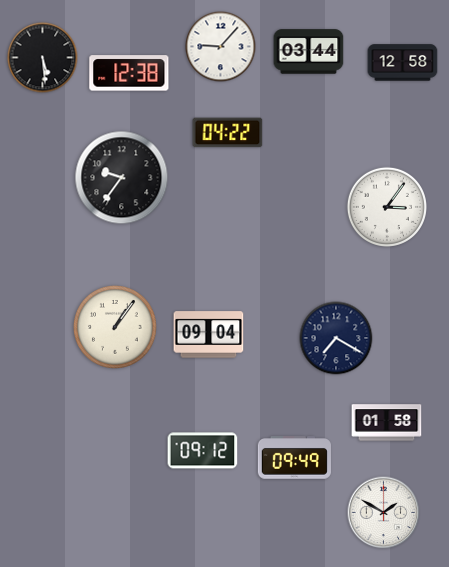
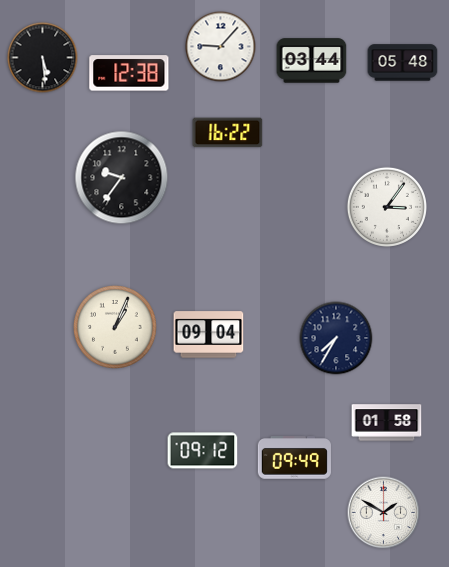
clock at (309, 52) position: (309, 52) -> (312, 61)
clock at (403, 63): 12:58 -> 05:48
clock at (228, 133): 04:22 -> 16:22
clock at (116, 328): 1:06 -> 1:04
clock at (336, 338): 7:20 -> 7:35
